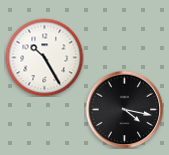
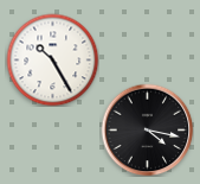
clock at (44, 57) position: (44, 57) -> (52, 59)
